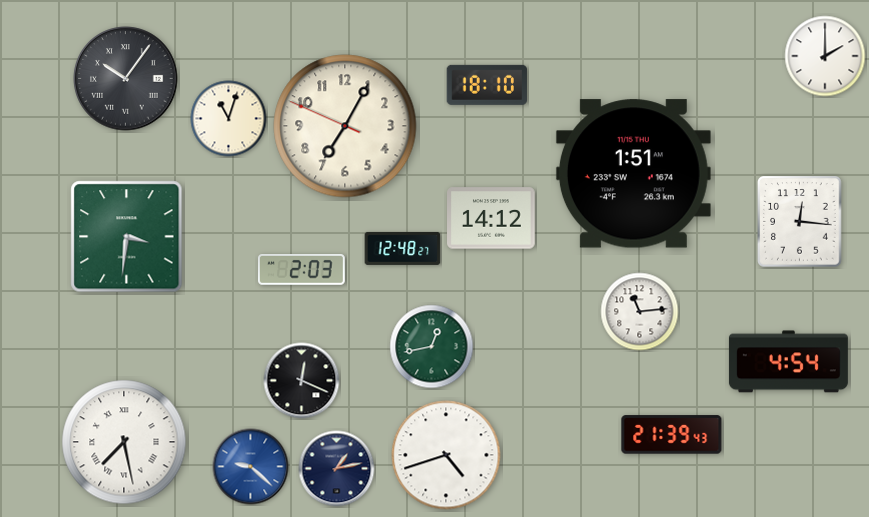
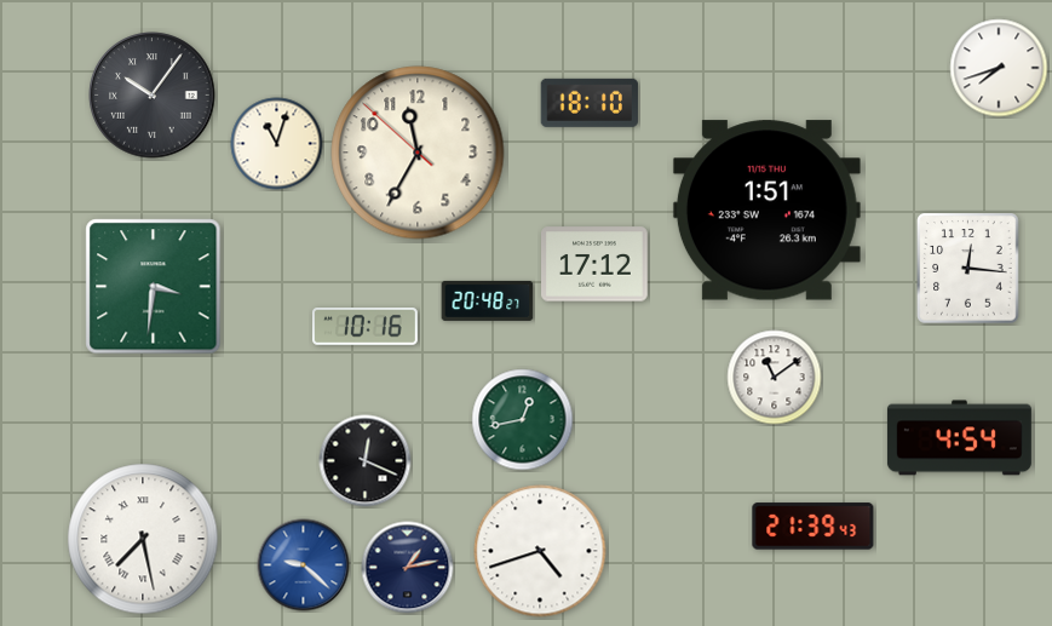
clock at (825, 56): 2:00 -> 7:42
clock at (345, 126): 7:04 -> 11:34
clock at (492, 218): 14:12 -> 17:12
clock at (403, 248): 12:48 -> 20:48
clock at (301, 270): 2:03 -> 10:16
clock at (640, 312): 11:14 -> 11:09
clock at (788, 362) position: (788, 362) -> (959, 438)
clock at (124, 442) position: (124, 442) -> (143, 539)
